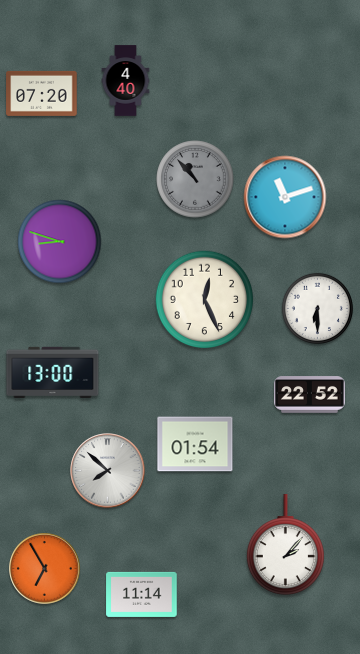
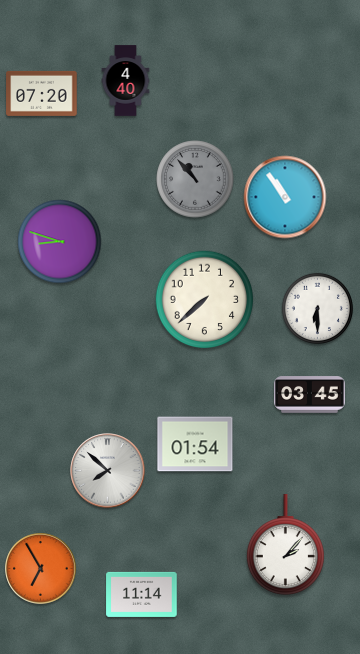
clock at (285, 197): 11:12 -> 10:54
clock at (205, 300): 12:26 -> 7:38
clock at (53, 372): 13:00 -> none
clock at (310, 395): 22:52 -> 03:45
clock at (45, 569) position: (45, 569) -> (41, 569)
